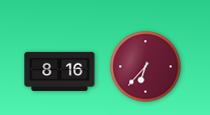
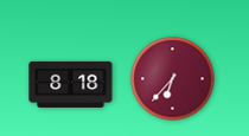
clock at (60, 71): 8:16 -> 8:18
